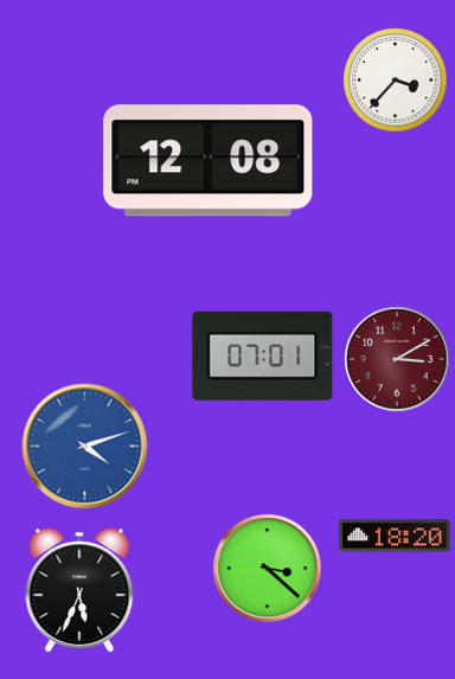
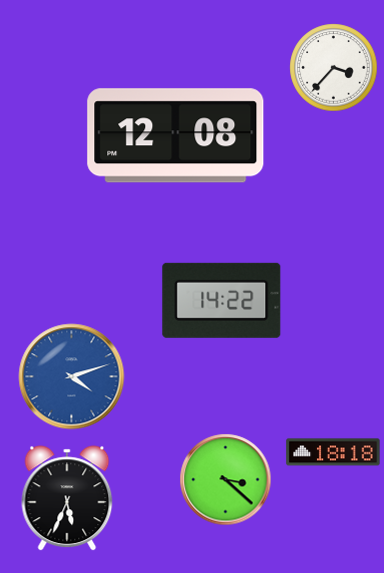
clock at (263, 355): 07:01 -> 14:22
clock at (397, 359): 3:10 -> none
clock at (395, 536): 18:20 -> 18:18
